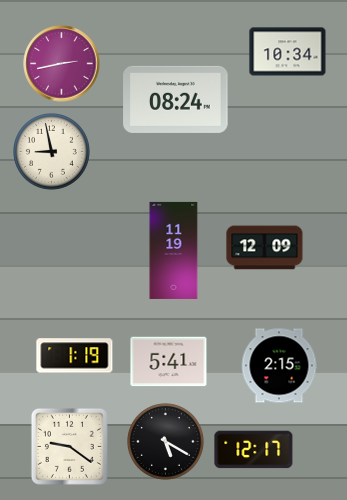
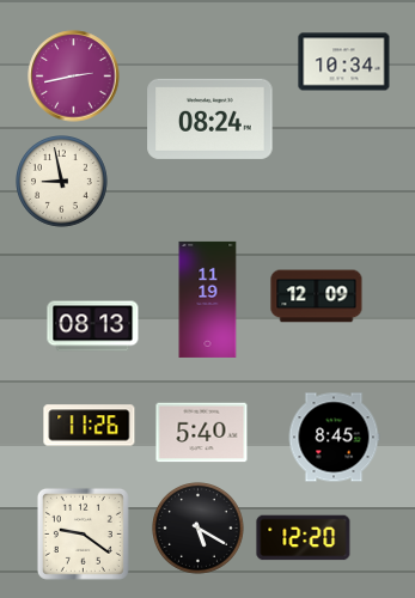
clock at (93, 327): none -> 08:13
clock at (75, 356): 1:19 -> 11:26
clock at (169, 362): 5:41 -> 5:40
clock at (279, 366): 2:15 -> 8:45
clock at (254, 450): 12:17 -> 12:20
